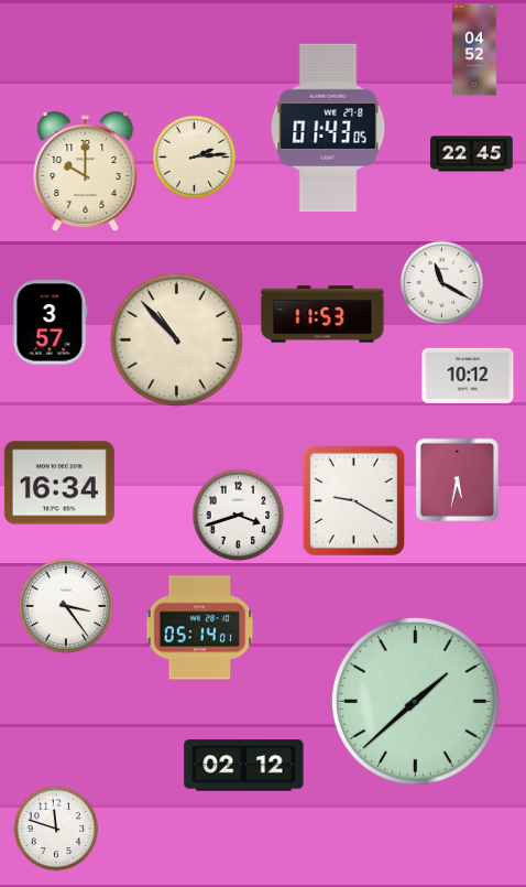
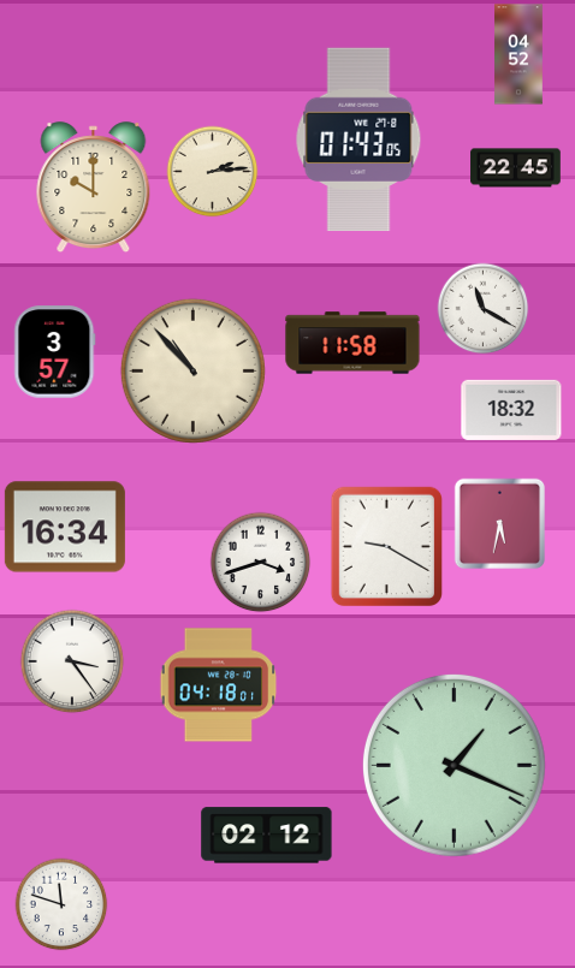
clock at (322, 314): 11:53 -> 11:58
clock at (468, 376): 10:12 -> 18:32
clock at (200, 628): 05:14 -> 04:18
clock at (415, 701): 1:38 -> 1:19
